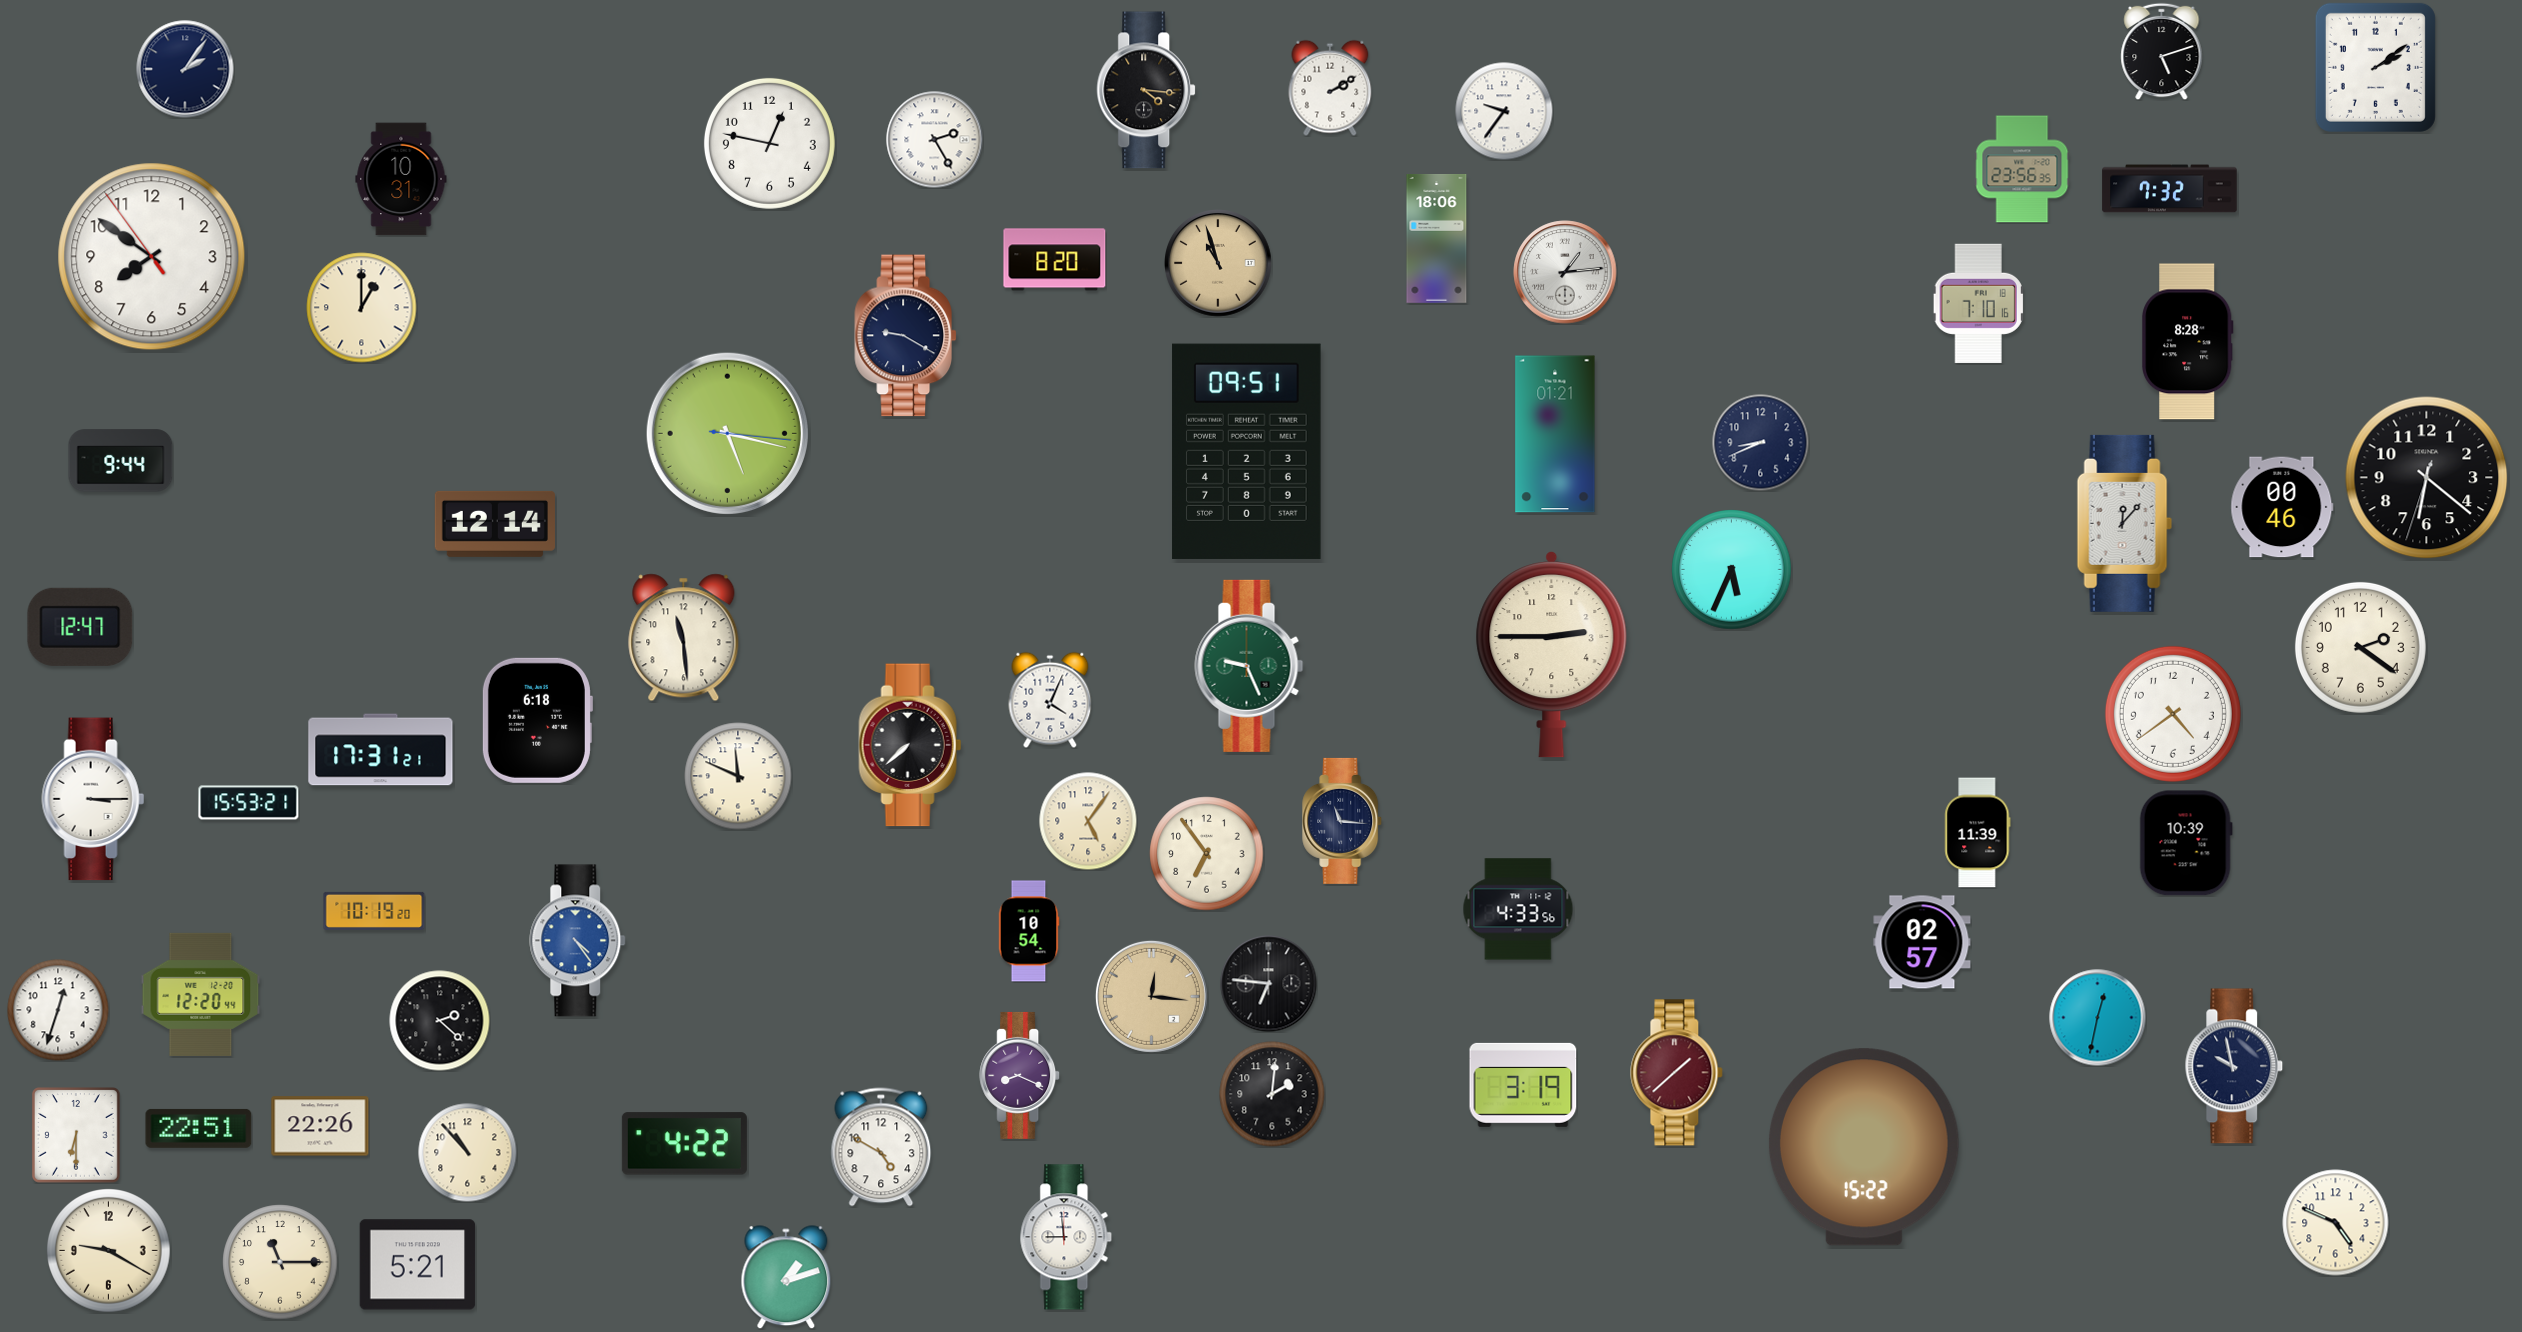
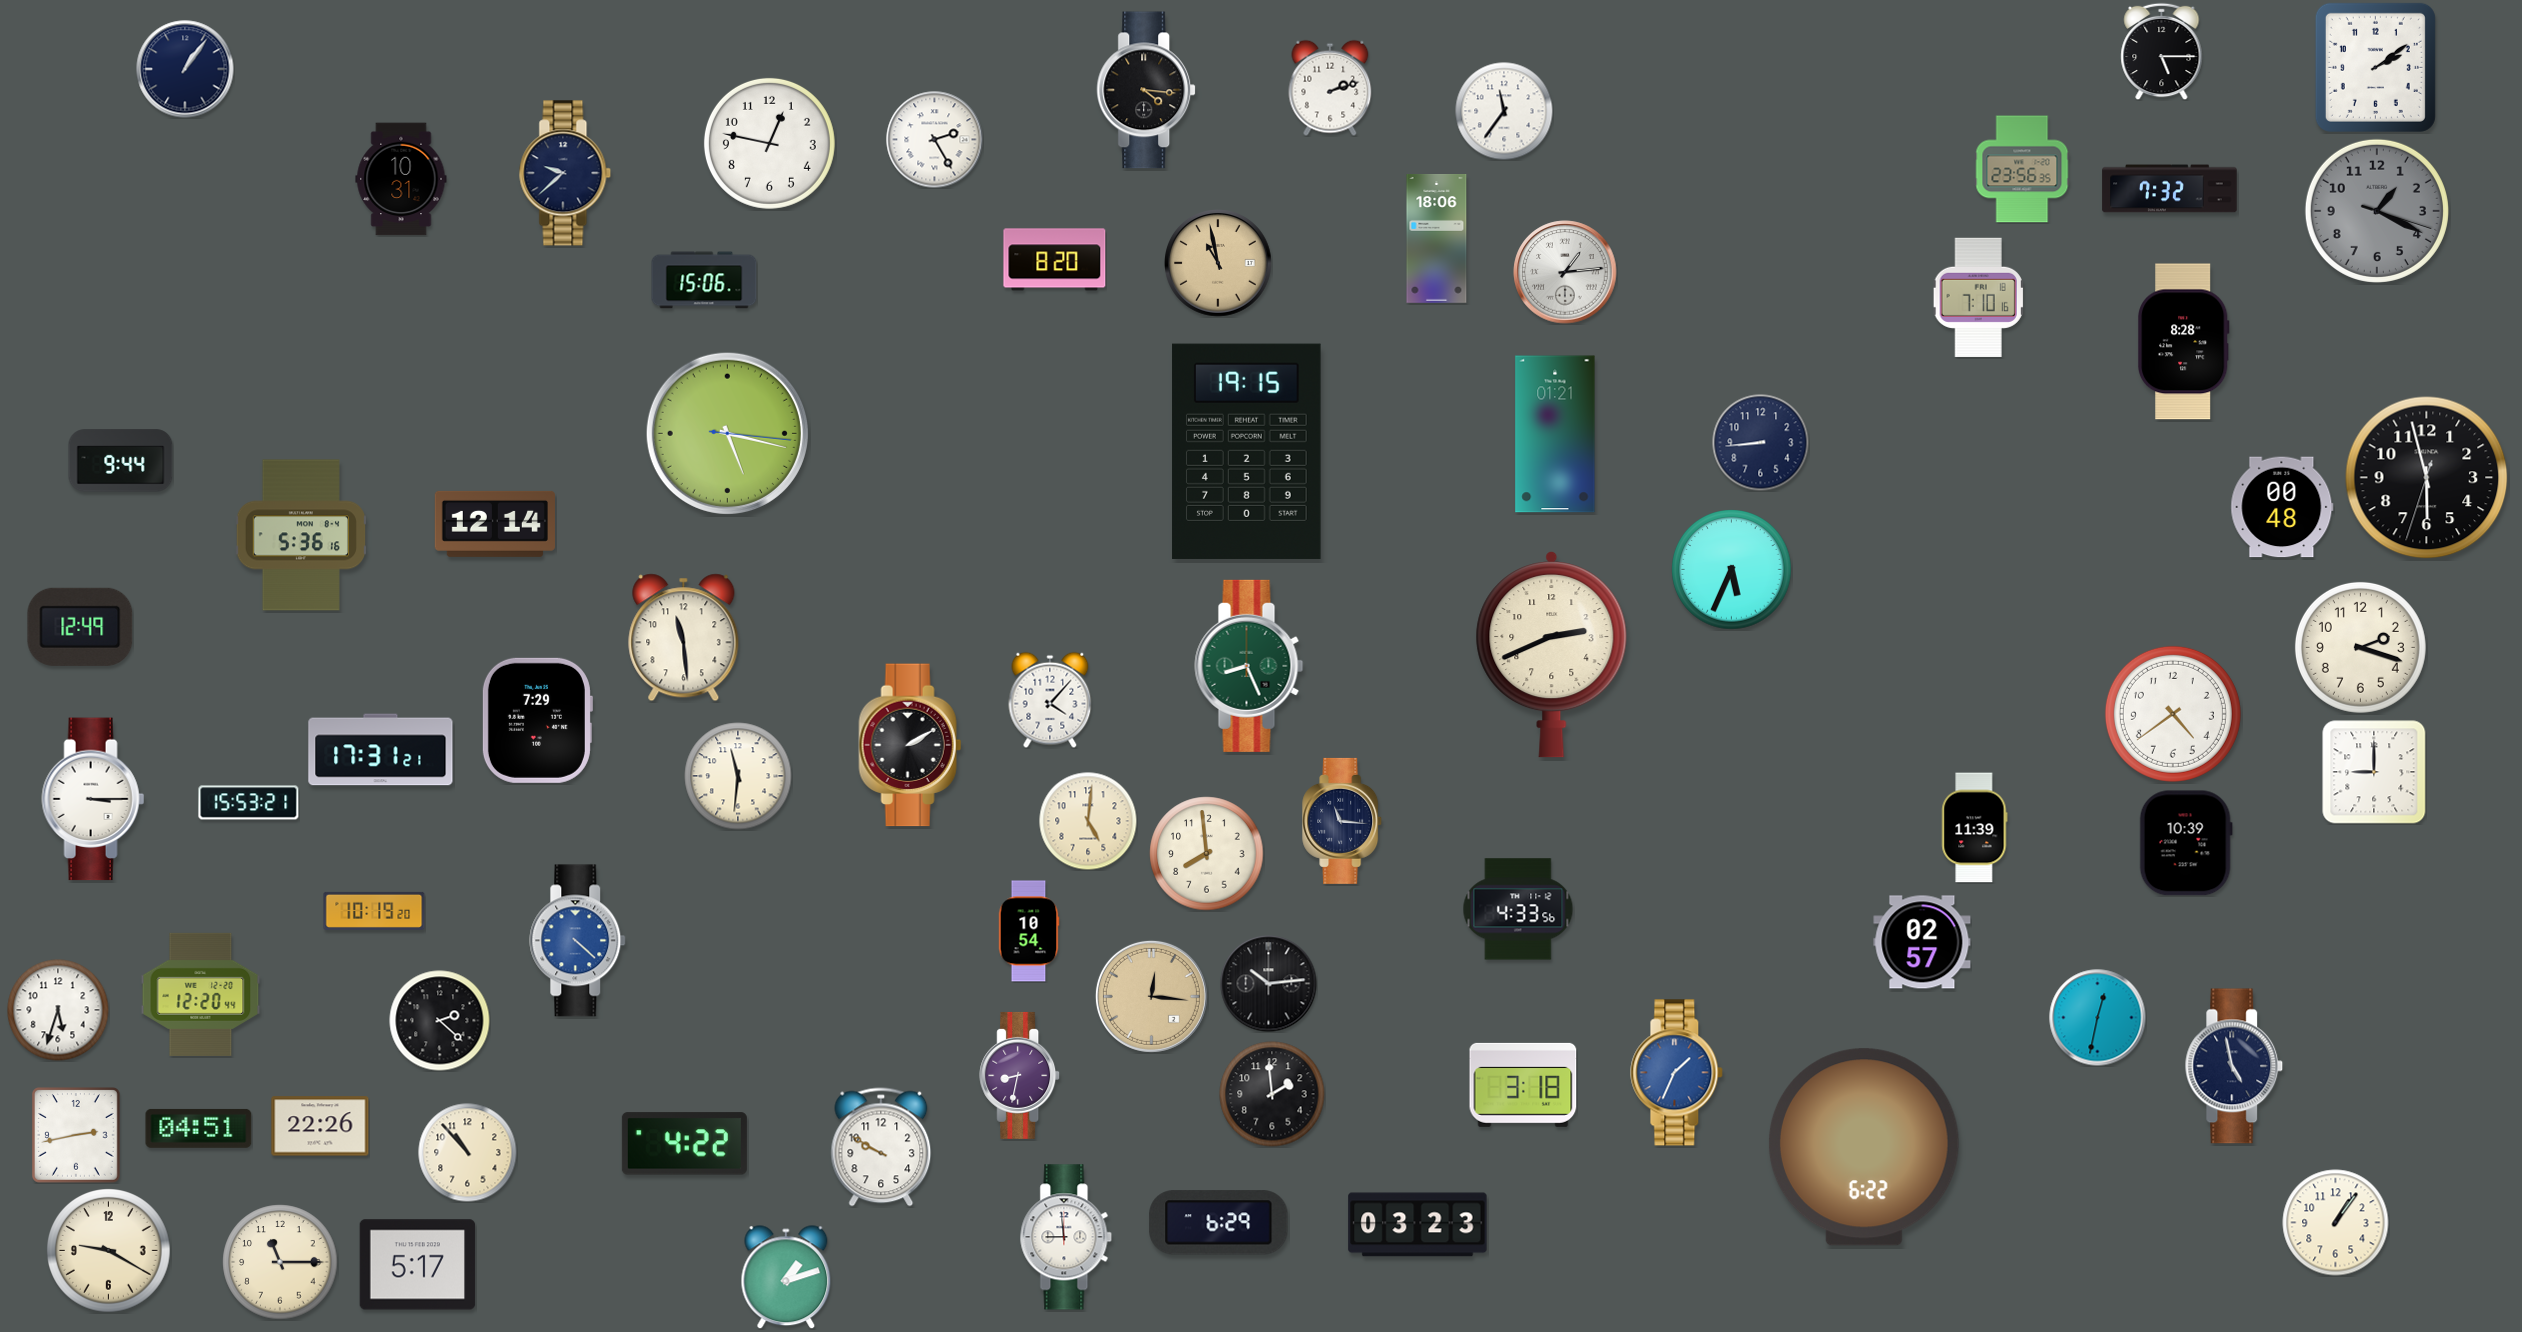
clock at (2162, 51): 5:12 -> 5:15
clock at (185, 69): 2:06 -> 1:06
clock at (1330, 88): 2:10 -> 2:12
clock at (1504, 111): 9:36 -> 11:36
clock at (565, 173): none -> 9:38
clock at (2377, 211): none -> 1:19
clock at (152, 257): 7:50 -> none
clock at (1219, 264): 10:57 -> 10:58
clock at (704, 280): none -> 15:06
clock at (1978, 303) position: (1978, 303) -> (1978, 297)
clock at (362, 308): 1:00 -> none
clock at (906, 336): 9:20 -> none
clock at (2187, 342) position: (2187, 342) -> (2183, 342)
clock at (1760, 442): 8:41 -> 8:44
clock at (1247, 451): 09:51 -> 19:15
clock at (2427, 478): 6:21 -> 5:57
clock at (2282, 507): 00:46 -> 00:48
clock at (2124, 523): 12:07 -> none
clock at (300, 535): none -> 5:36
clock at (80, 627): 12:47 -> 12:49
clock at (2360, 647): 2:21 -> 2:18
clock at (1552, 655): 2:45 -> 2:41
clock at (1249, 666): 9:26 -> 8:26
clock at (1050, 700): 4:04 -> 4:07
clock at (537, 720): 6:18 -> 7:29
clock at (910, 745): 7:38 -> 2:10
clock at (2374, 772): none -> 9:00
clock at (738, 776): 11:49 -> 11:31
clock at (1088, 821): 5:06 -> 5:01
clock at (1978, 833) position: (1978, 833) -> (1975, 828)
clock at (1207, 854): 6:54 -> 7:59
clock at (578, 941): 4:24 -> 4:22
clock at (1269, 984): 6:46 -> 10:14
clock at (58, 1010): 12:33 -> 5:33
clock at (2234, 1066): 9:58 -> 4:58
clock at (1677, 1073): 1:38 -> 1:34
clock at (1677, 1073) dial: burgundy -> blue
clock at (1020, 1075): 8:19 -> 8:32
clock at (1523, 1085): 3:19 -> 3:18
clock at (1272, 1094): 2:01 -> 1:59
clock at (199, 1128): 22:51 -> 04:51
clock at (77, 1136): 6:30 -> 2:43
clock at (881, 1147): 4:50 -> 9:50
clock at (1864, 1147): 15:22 -> 6:22
clock at (1219, 1223): none -> 6:29
clock at (2336, 1223): 4:49 -> 1:06
clock at (1418, 1225): none -> 03:23
clock at (418, 1265): 5:21 -> 5:17
